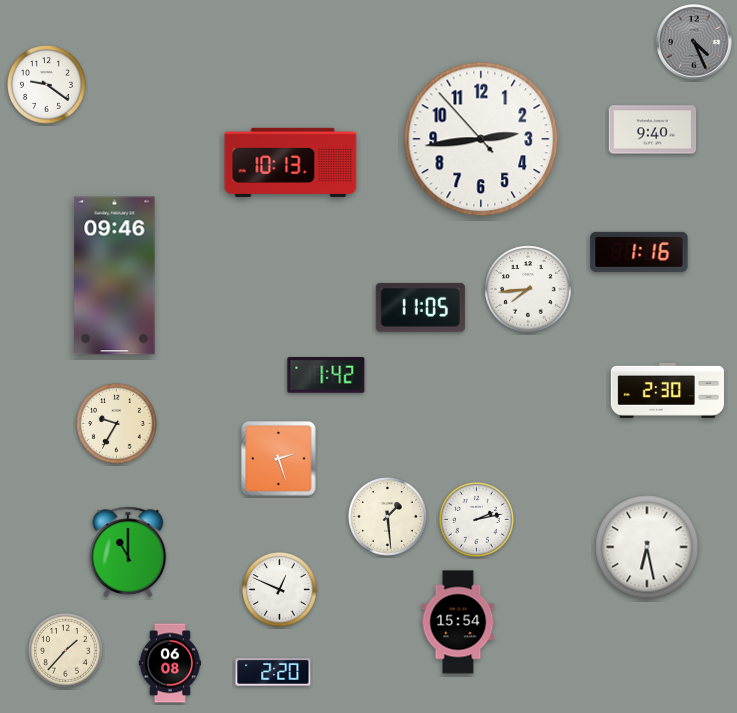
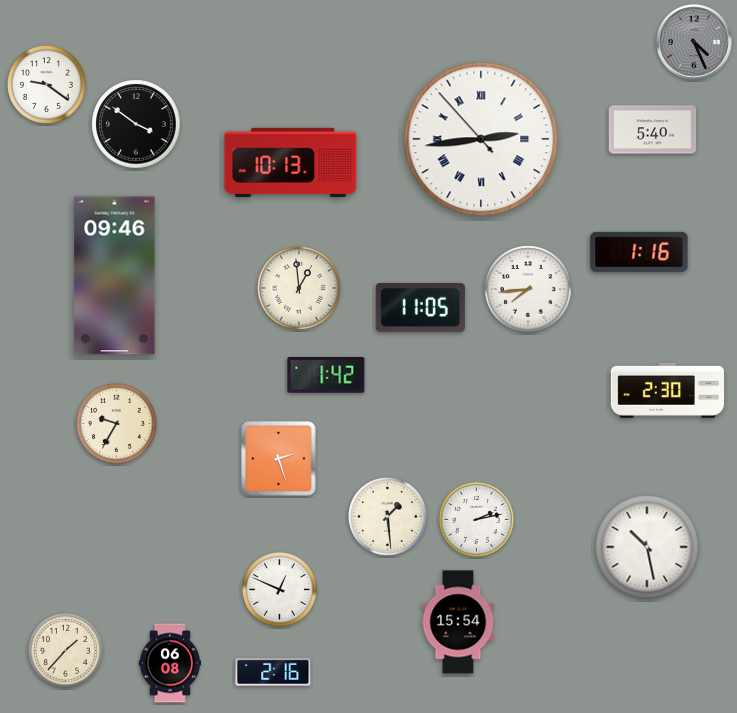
clock at (136, 124): none -> 3:51
clock at (653, 130): 9:40 -> 5:40
clock at (481, 139) numerals: Arabic -> Roman
clock at (299, 288): none -> 12:59
clock at (647, 547): 6:28 -> 10:28
clock at (128, 551): 11:00 -> none
clock at (273, 673): 2:20 -> 2:16
